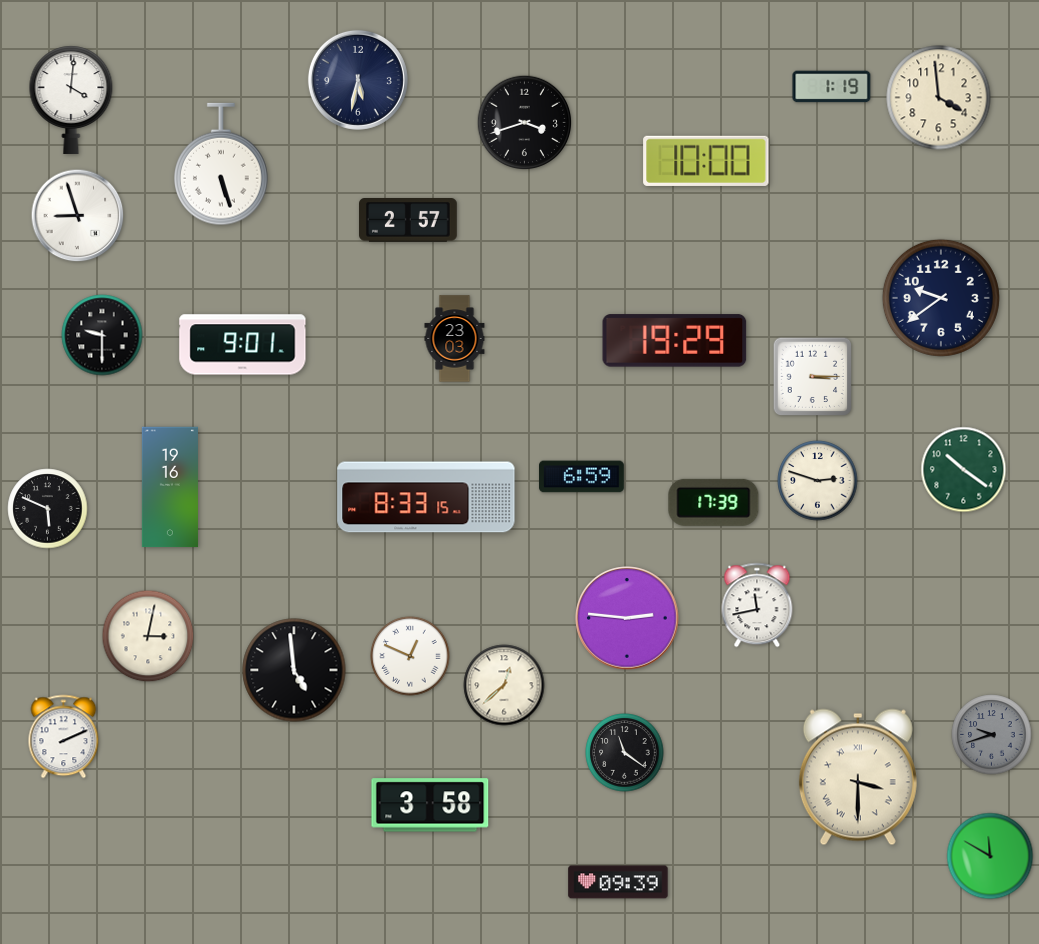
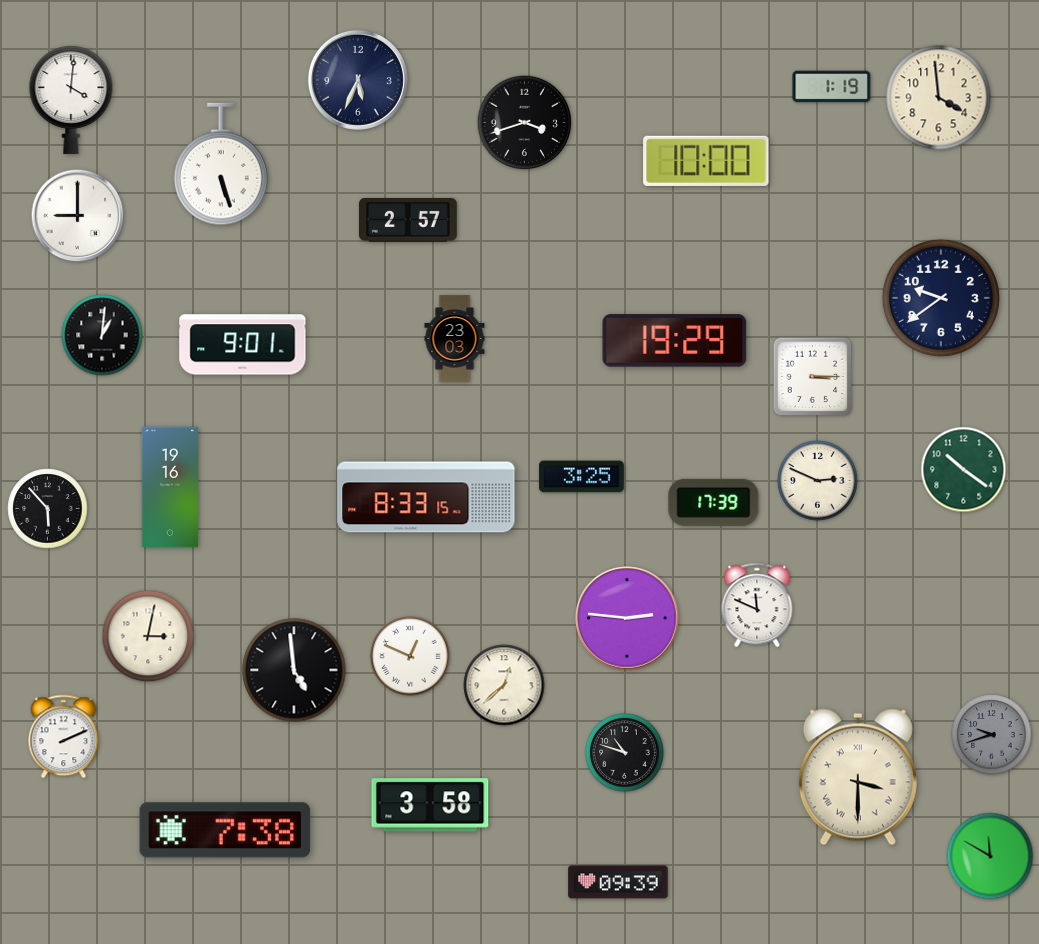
clock at (358, 80): 5:32 -> 5:34
clock at (78, 216): 8:57 -> 9:00
clock at (102, 335): 9:30 -> 1:01
clock at (582, 477): 6:59 -> 3:25
clock at (818, 481): 2:48 -> 2:49
clock at (48, 509): 5:49 -> 5:53
clock at (757, 605): 11:43 -> 11:49
clock at (625, 753): 11:21 -> 10:48
clock at (225, 830): none -> 7:38
